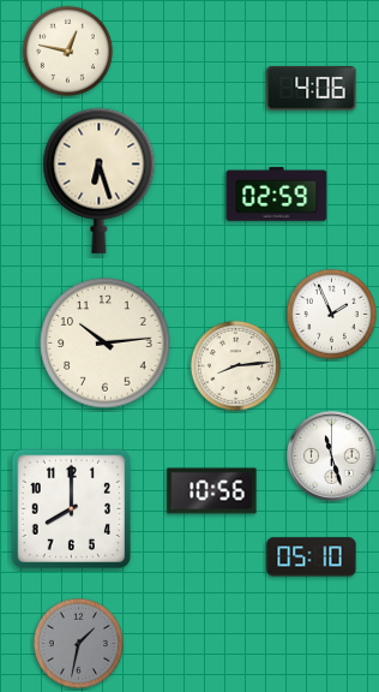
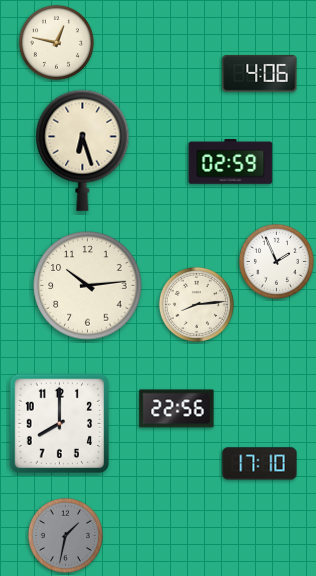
clock at (332, 457): 11:27 -> none
clock at (212, 491): 10:56 -> 22:56
clock at (312, 557): 05:10 -> 17:10
